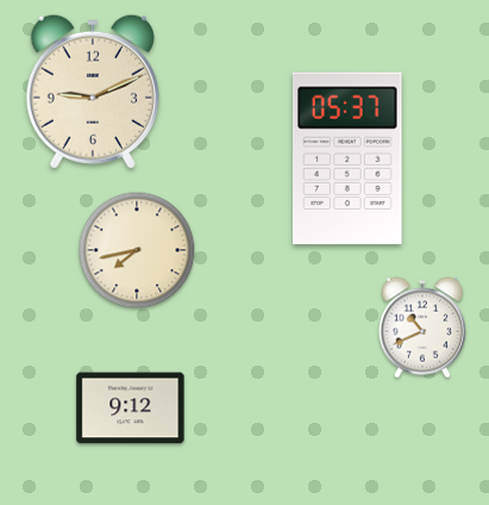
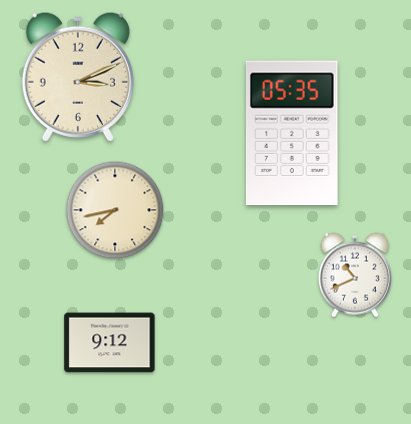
clock at (93, 92): 9:11 -> 3:11
clock at (349, 158): 05:37 -> 05:35
